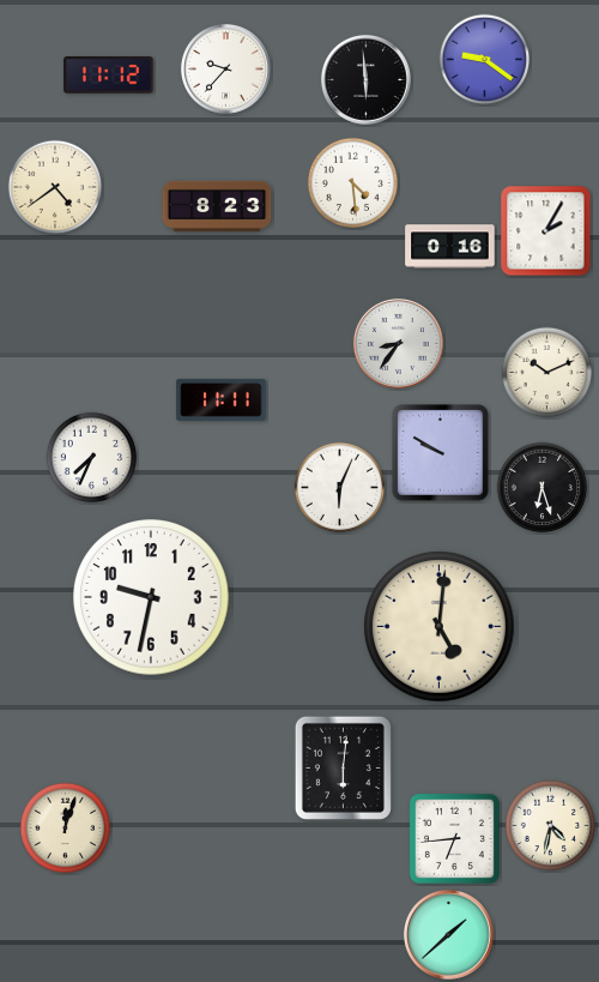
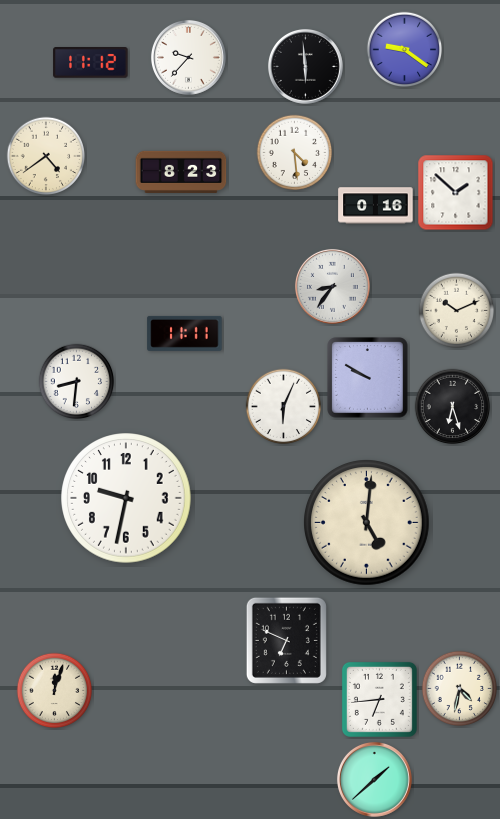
clock at (546, 231): 2:05 -> 1:52
clock at (92, 458): 7:34 -> 8:31
clock at (343, 767): 6:01 -> 6:49
